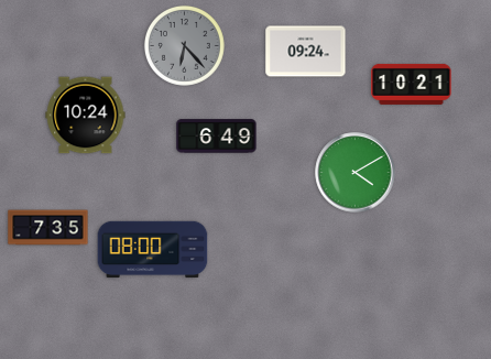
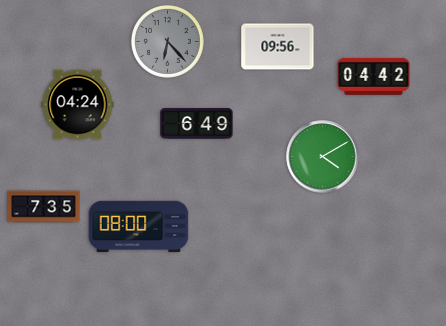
clock at (306, 52): 09:24 -> 09:56
clock at (412, 84): 10:21 -> 04:42
clock at (86, 116): 10:24 -> 04:24
